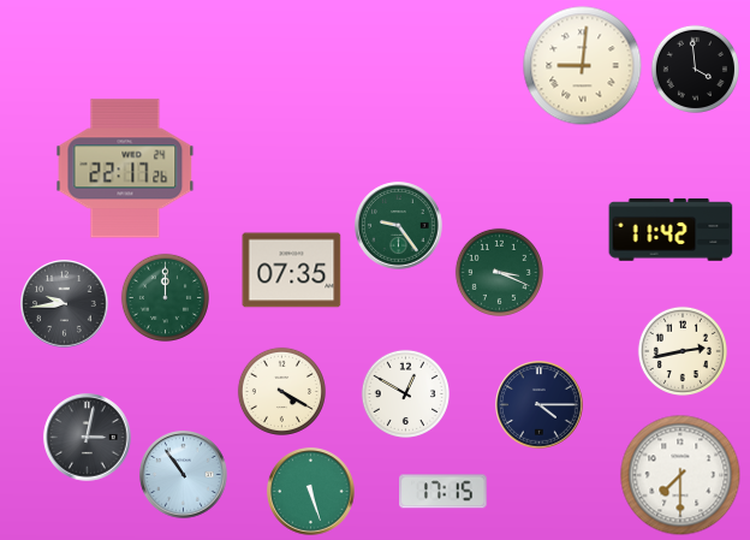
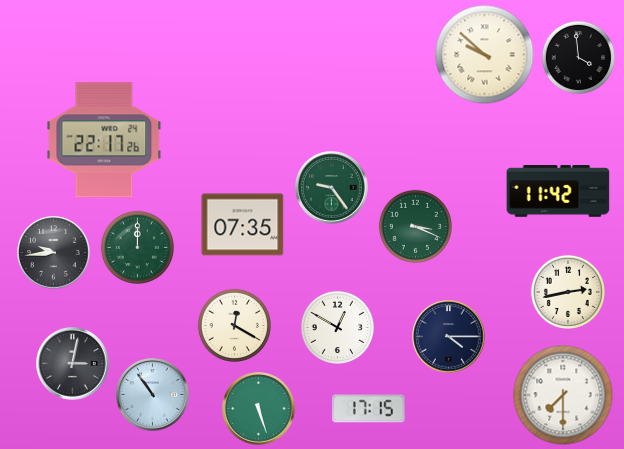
clock at (583, 66): 9:01 -> 9:52
clock at (281, 391): 4:20 -> 12:20
clock at (680, 475) position: (680, 475) -> (563, 395)
